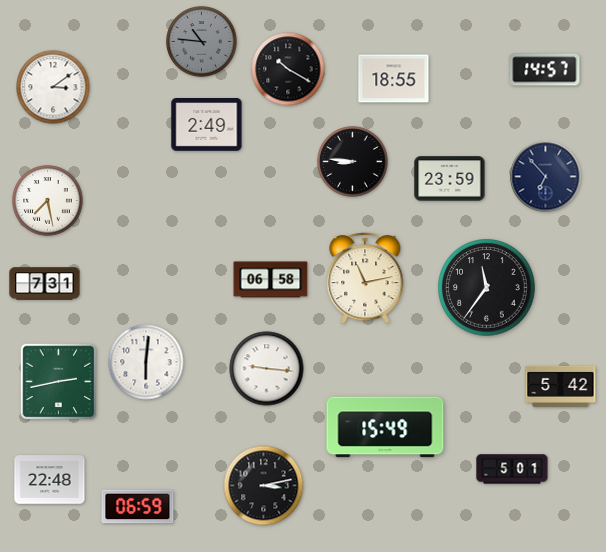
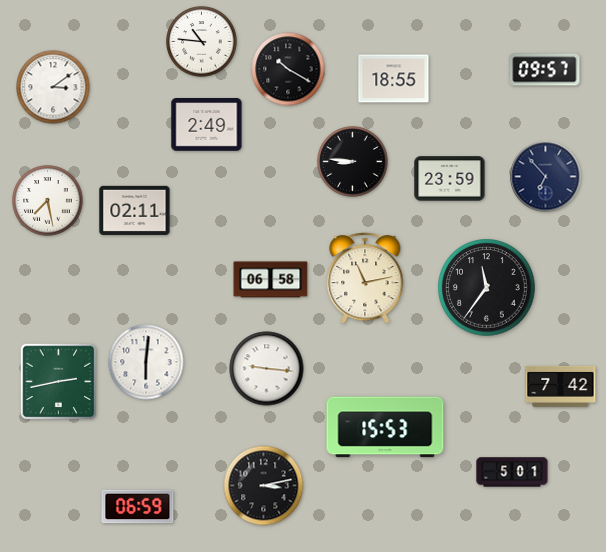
clock at (202, 42) dial: grey -> white
clock at (545, 70): 14:57 -> 09:57
clock at (135, 210): none -> 02:11
clock at (45, 284): 7:31 -> none
clock at (561, 386): 5:42 -> 7:42
clock at (385, 427): 15:49 -> 15:53
clock at (512, 469) position: (512, 469) -> (512, 472)
clock at (50, 480): 22:48 -> none
